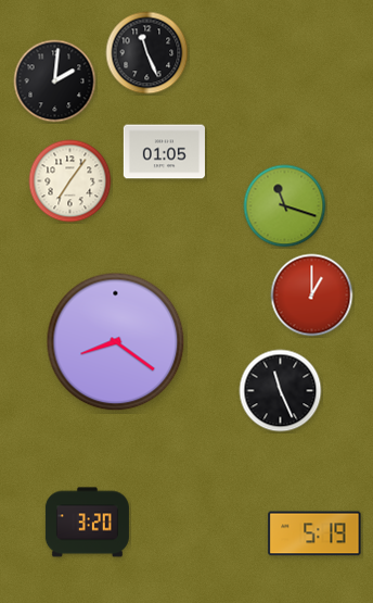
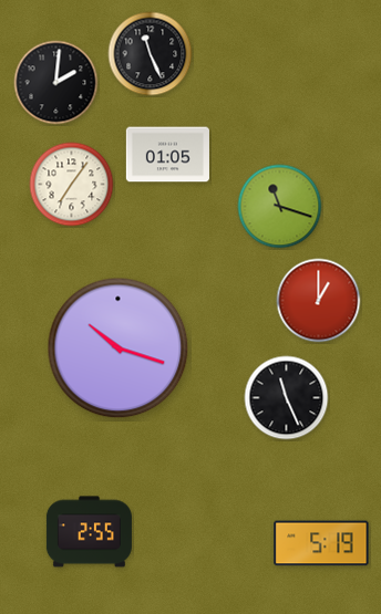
clock at (285, 206) position: (285, 206) -> (280, 207)
clock at (116, 342): 8:21 -> 10:18
clock at (87, 523): 3:20 -> 2:55
